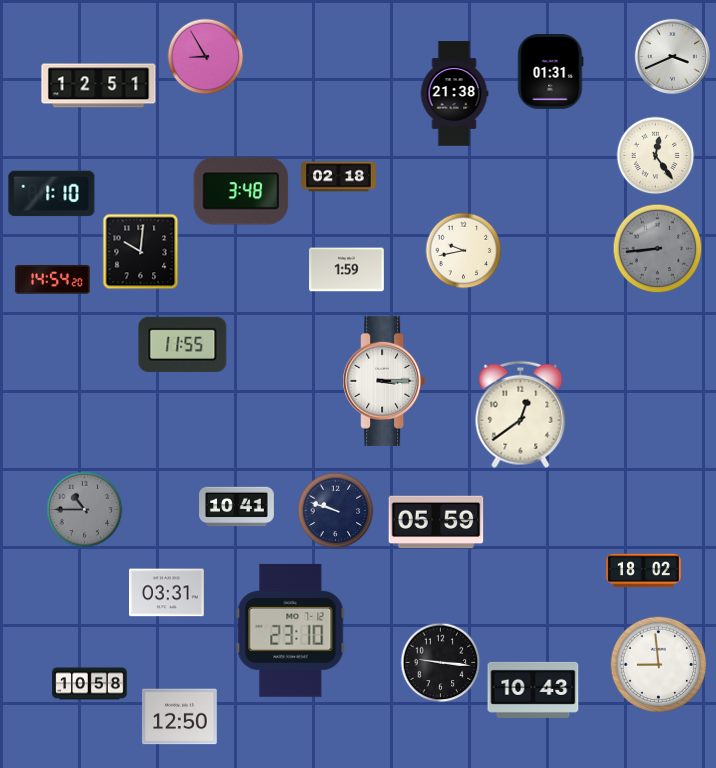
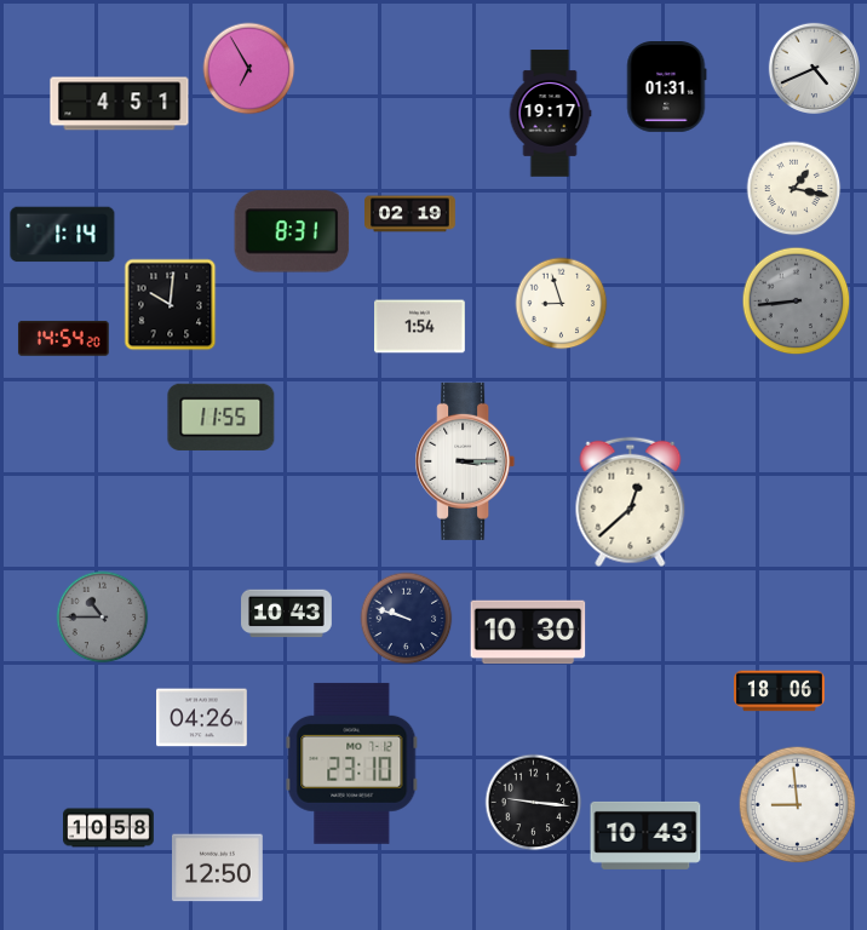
clock at (672, 56): 3:41 -> 4:41
clock at (206, 57): 8:55 -> 6:55
clock at (99, 86): 12:51 -> 4:51
clock at (454, 94): 21:38 -> 19:17
clock at (656, 156): 12:24 -> 1:17
clock at (339, 177): 02:18 -> 02:19
clock at (241, 191): 3:48 -> 8:31
clock at (52, 194): 1:10 -> 1:14
clock at (464, 251): 9:43 -> 8:57
clock at (347, 270): 1:59 -> 1:54
clock at (521, 415): 12:39 -> 12:38
clock at (237, 507): 10:41 -> 10:43
clock at (436, 522): 05:59 -> 10:30
clock at (644, 571): 18:02 -> 18:06
clock at (167, 593): 03:31 -> 04:26
